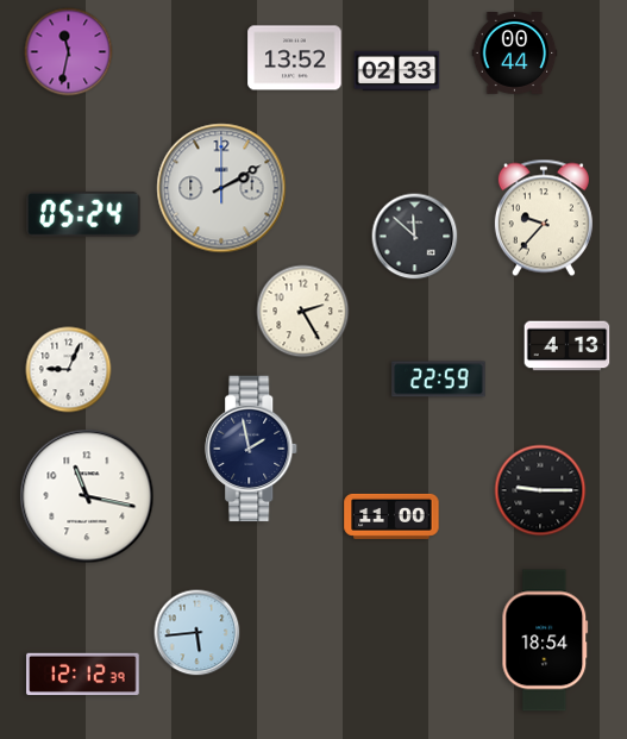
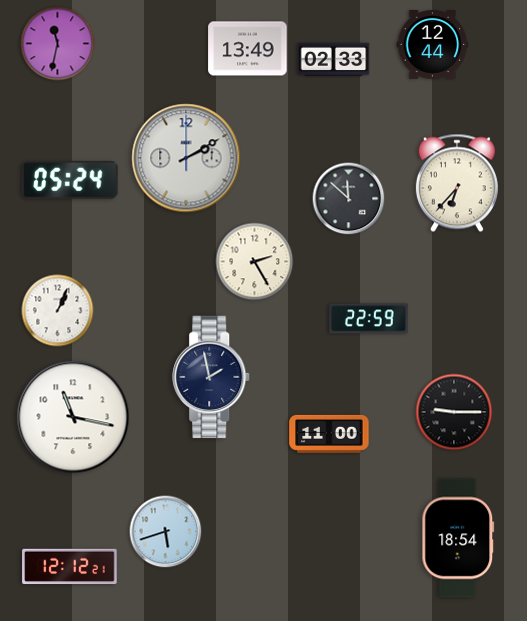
clock at (515, 54): 00:44 -> 12:44
clock at (295, 58): 13:52 -> 13:49
clock at (544, 218): 9:37 -> 6:37
clock at (568, 346): 4:13 -> none
clock at (69, 370): 9:04 -> 1:04
clock at (197, 633): 5:44 -> 5:42
clock at (83, 675): 12:12:39 -> 12:12:21
